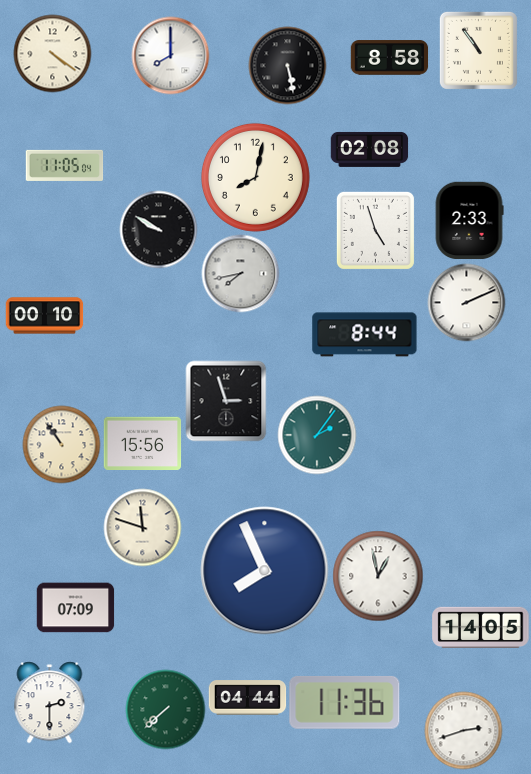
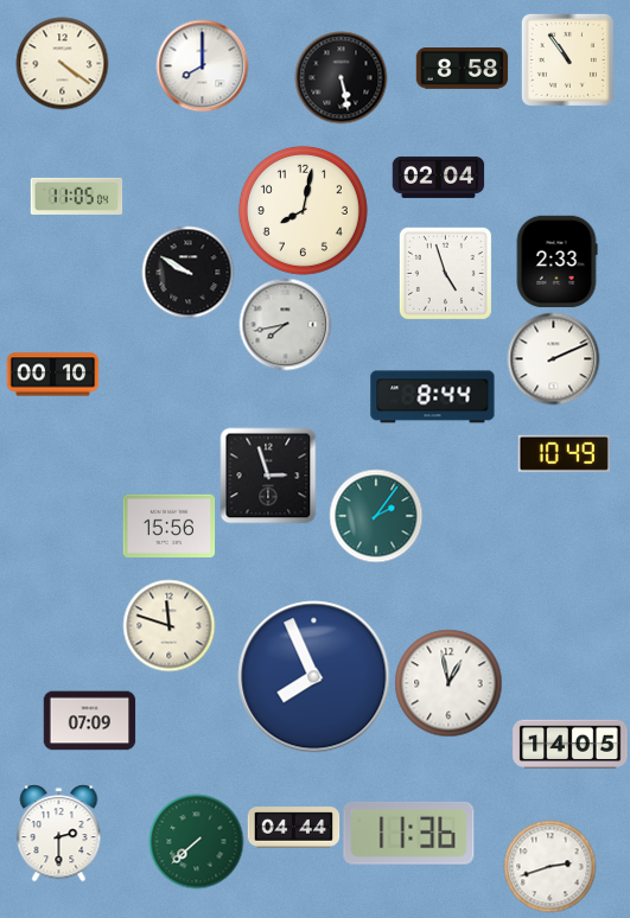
clock at (369, 149): 02:08 -> 02:04
clock at (564, 453): none -> 10:49
clock at (61, 444): 10:54 -> none
